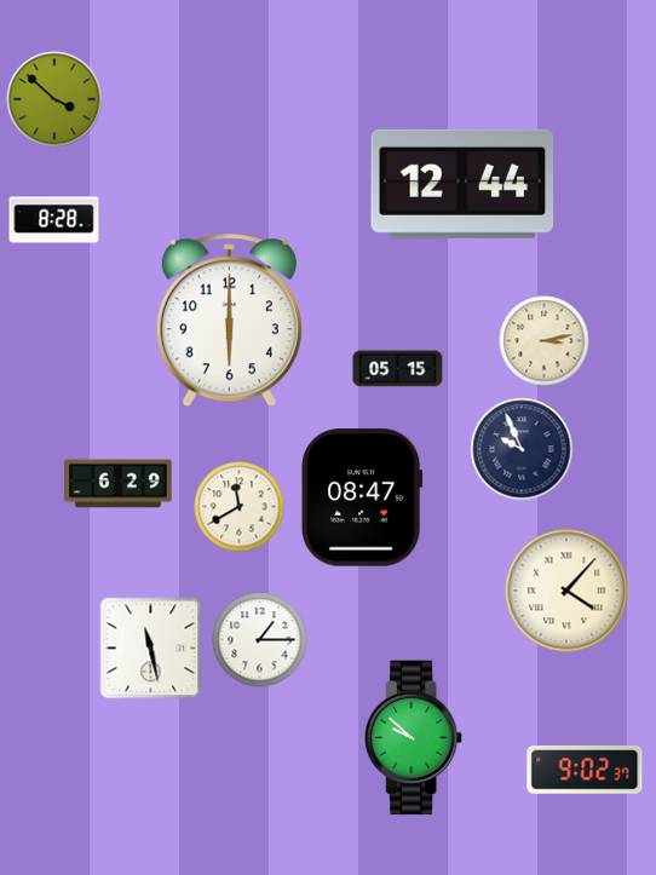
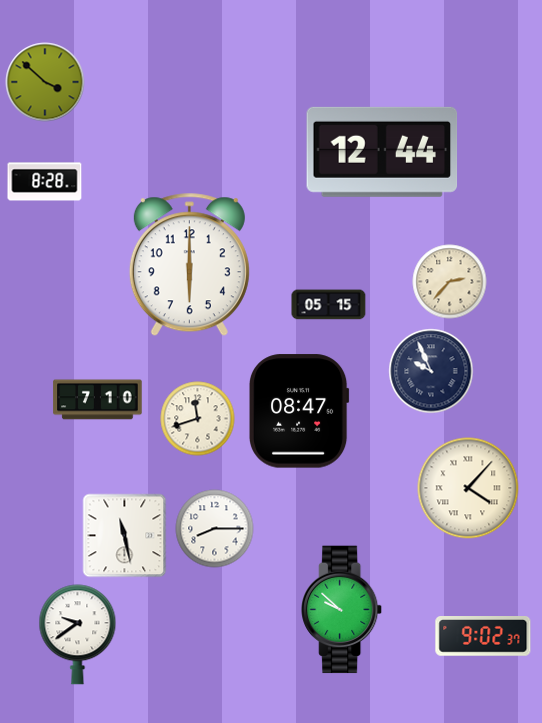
clock at (545, 341): 3:13 -> 2:37
clock at (119, 484): 6:29 -> 7:10
clock at (240, 507): 11:40 -> 11:42
clock at (260, 640): 1:15 -> 8:15
clock at (78, 635): none -> 9:39
